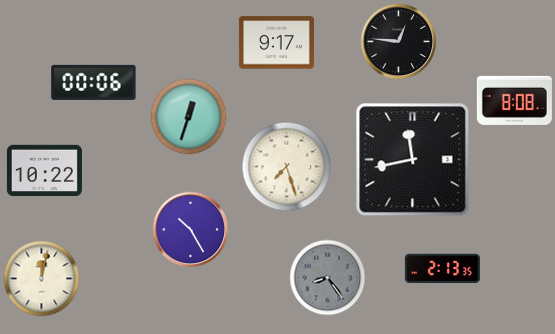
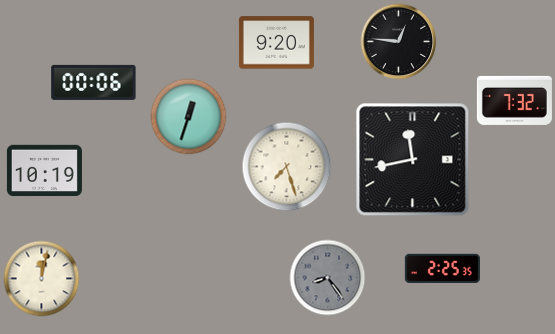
clock at (276, 43): 9:17 -> 9:20
clock at (514, 100): 8:08 -> 7:32
clock at (44, 171): 10:22 -> 10:19
clock at (191, 230): 10:25 -> none
clock at (442, 268): 2:13 -> 2:25
